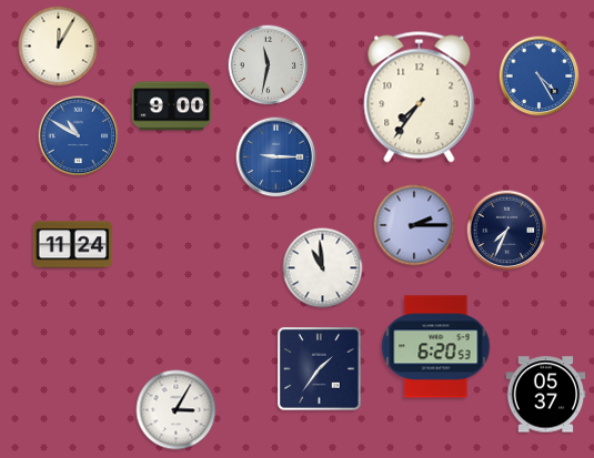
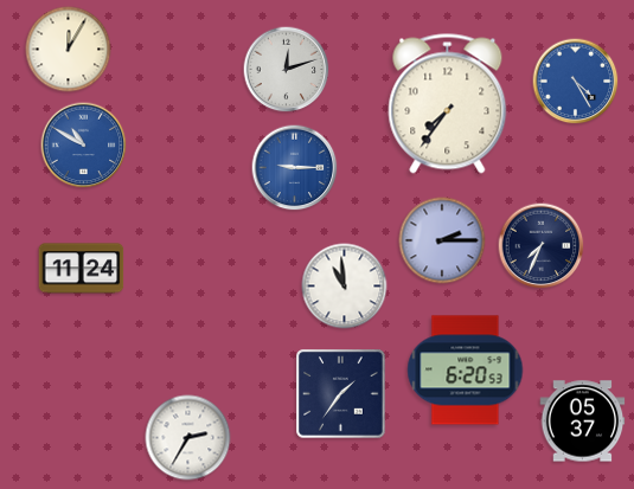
clock at (59, 47) position: (59, 47) -> (69, 50)
clock at (269, 65): 11:32 -> 12:12
clock at (172, 106): 9:00 -> none
clock at (73, 245) position: (73, 245) -> (82, 269)
clock at (177, 410): 3:05 -> 2:35
